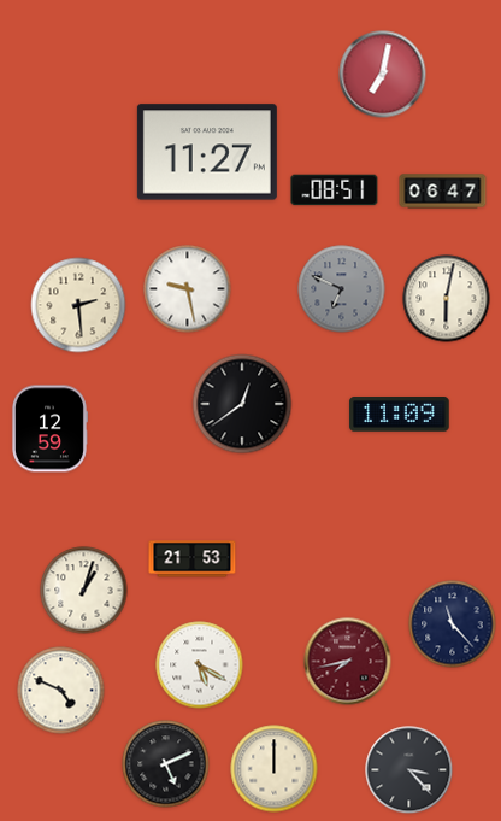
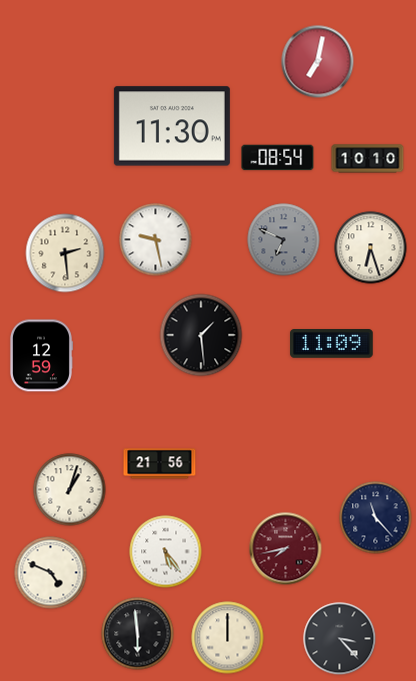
clock at (207, 152): 11:27 -> 11:30
clock at (335, 190): 08:51 -> 08:54
clock at (443, 192): 06:47 -> 10:10
clock at (447, 299): 6:02 -> 6:27
clock at (242, 404): 12:39 -> 1:29
clock at (193, 559): 21:53 -> 21:56
clock at (348, 662) position: (348, 662) -> (286, 549)
clock at (200, 665): 5:20 -> 5:24
clock at (166, 764): 5:11 -> 5:59
